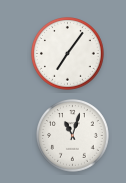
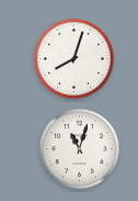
clock at (68, 54): 7:06 -> 8:03
